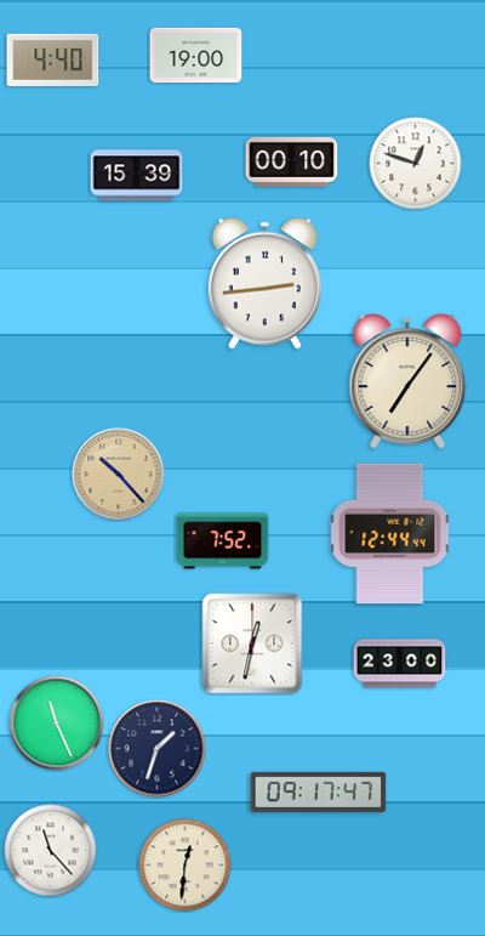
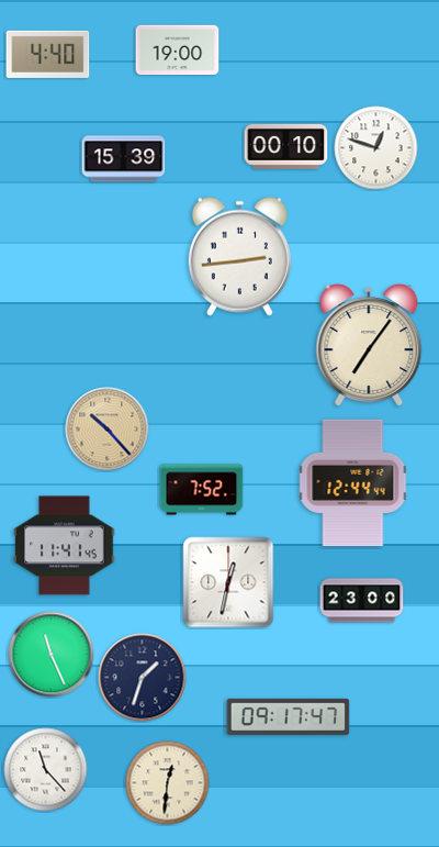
clock at (292, 161) position: (292, 161) -> (286, 146)
clock at (65, 546): none -> 11:41
